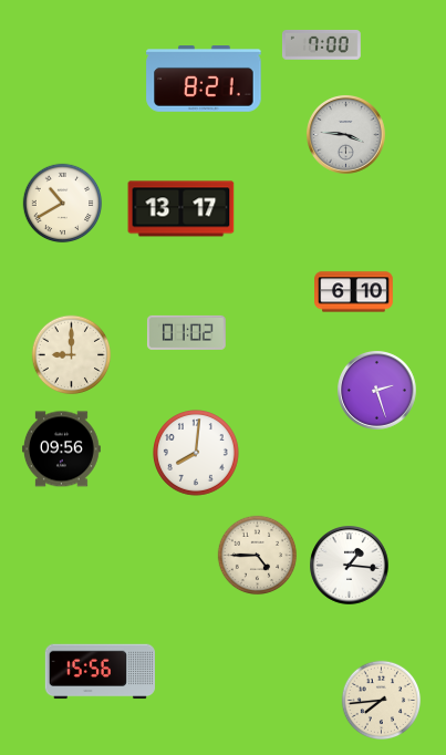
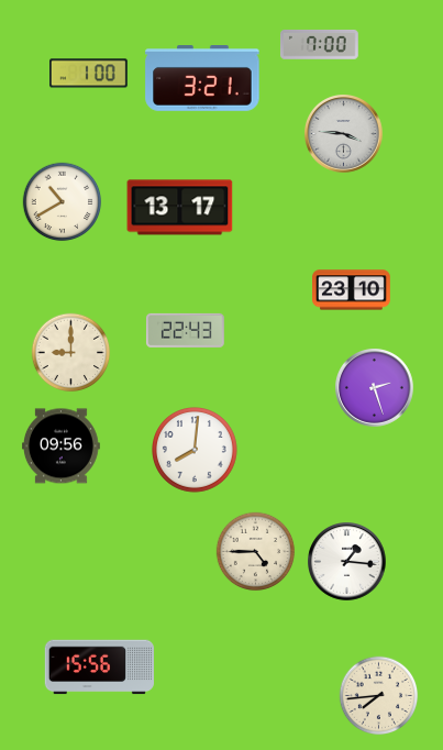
clock at (89, 74): none -> 1:00
clock at (204, 80): 8:21 -> 3:21
clock at (354, 292): 6:10 -> 23:10
clock at (186, 332): 01:02 -> 22:43
